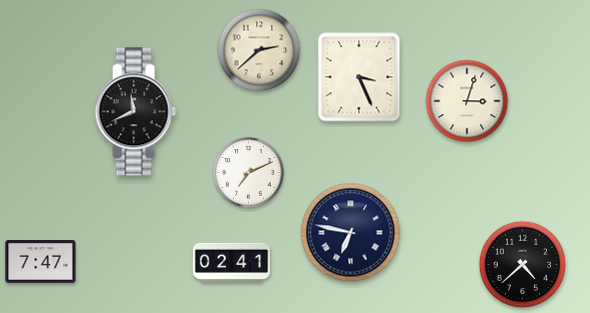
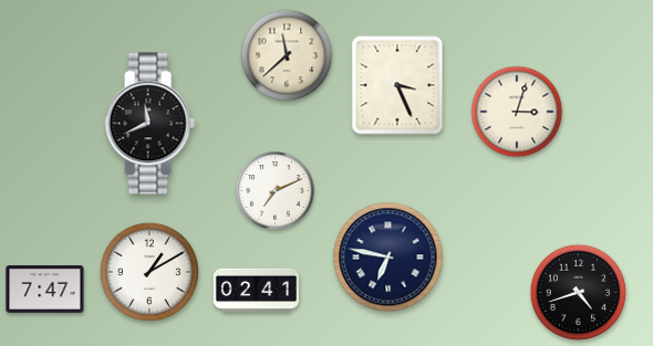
clock at (259, 50): 2:38 -> 11:38
clock at (149, 272): none -> 1:10
clock at (523, 265): 4:38 -> 4:42
